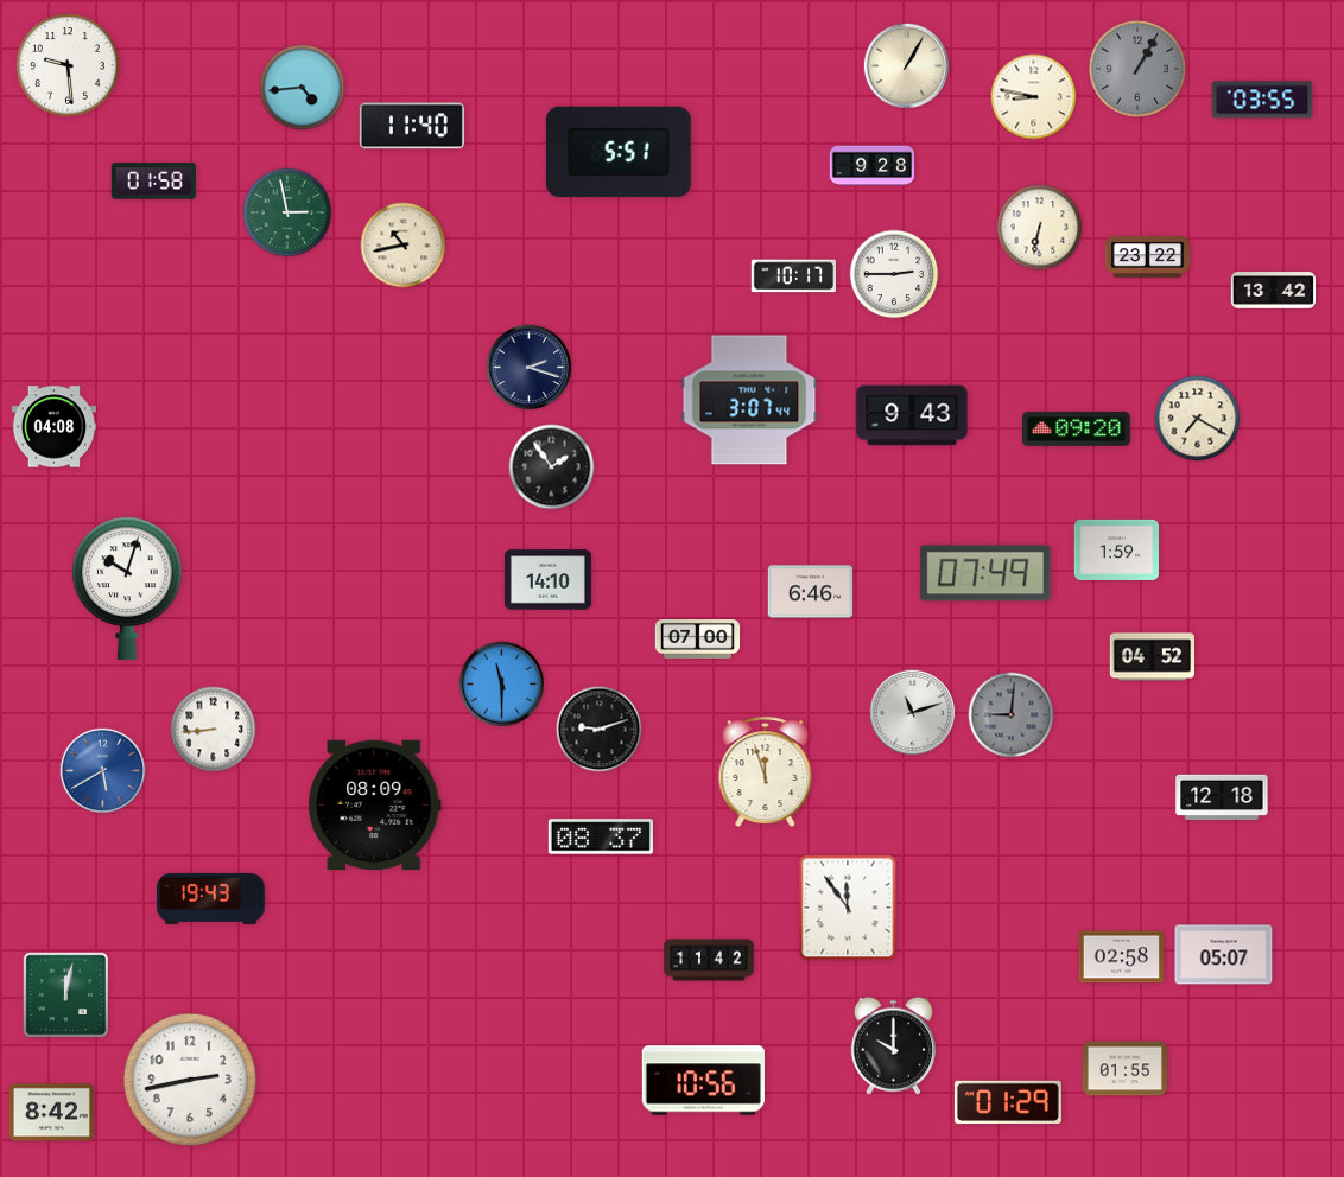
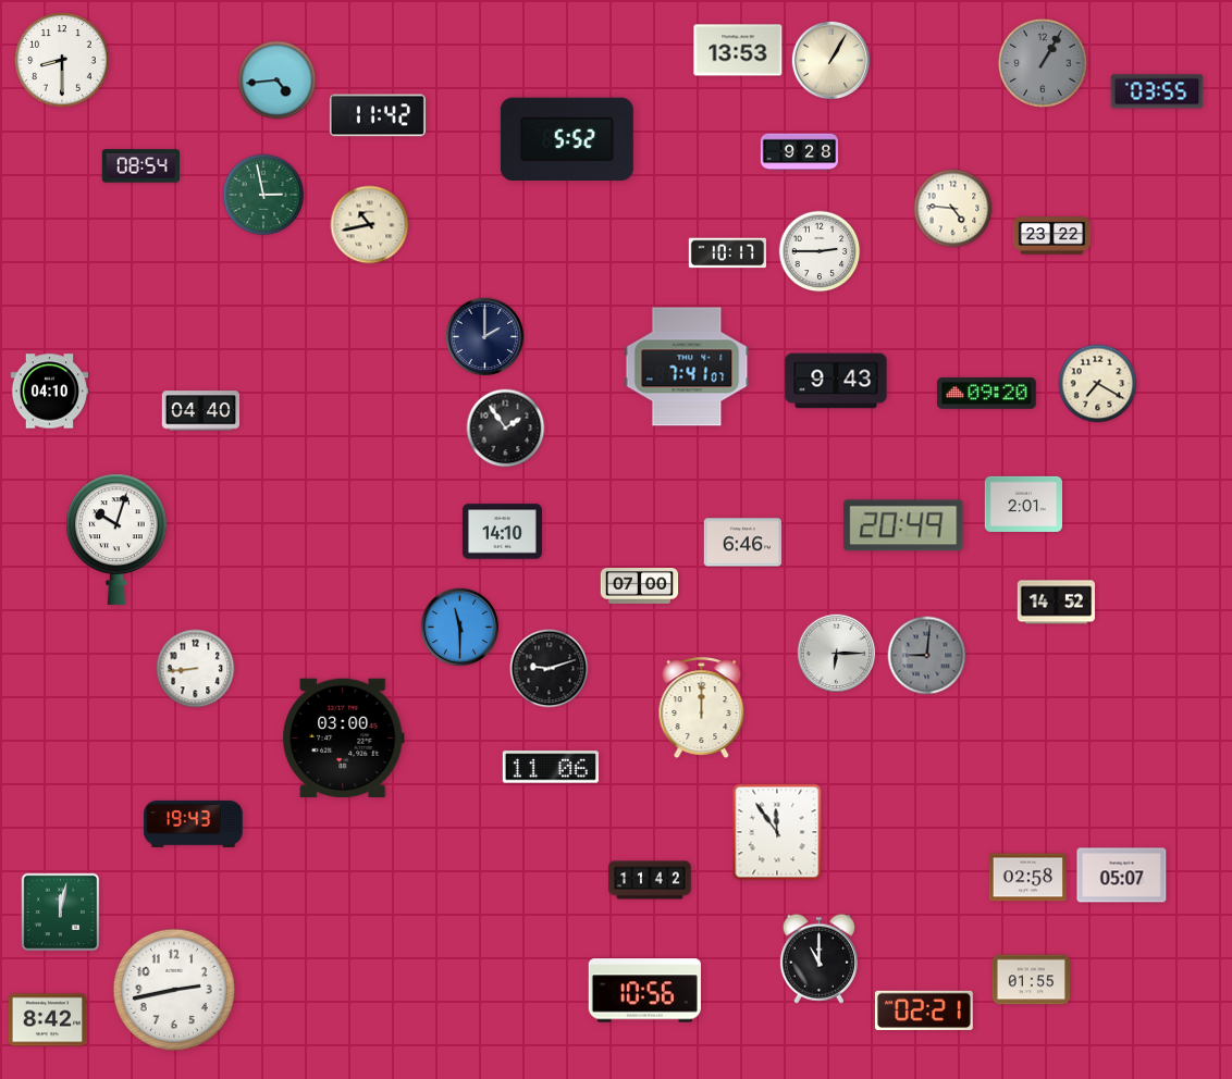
clock at (738, 50): none -> 13:53
clock at (68, 65): 9:29 -> 8:30
clock at (1034, 97): 8:47 -> none
clock at (412, 126): 11:40 -> 11:42
clock at (619, 151): 5:51 -> 5:52
clock at (153, 182): 01:58 -> 08:54
clock at (1040, 228): 6:32 -> 4:46
clock at (1274, 291): 13:42 -> none
clock at (530, 368): 2:18 -> 2:00
clock at (749, 400): 3:07 -> 7:41
clock at (53, 427): 04:08 -> 04:10
clock at (200, 411): none -> 04:40
clock at (1116, 549): 1:59 -> 2:01
clock at (985, 573): 07:49 -> 20:49
clock at (1152, 657): 04:52 -> 14:52
clock at (913, 713): 11:12 -> 6:15
clock at (103, 771): 5:40 -> none
clock at (766, 772): 11:57 -> 12:00
clock at (1222, 797): 12:18 -> none
clock at (375, 804): 08:09 -> 03:00
clock at (601, 836): 08:37 -> 11:06
clock at (893, 1045): 10:00 -> 11:00
clock at (1008, 1102): 01:29 -> 02:21
